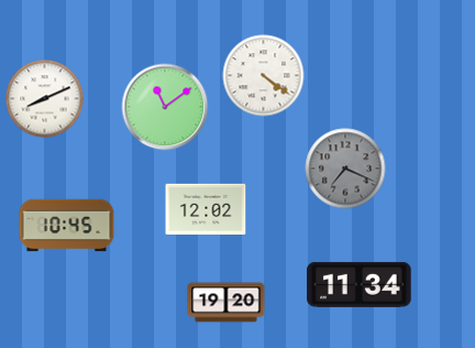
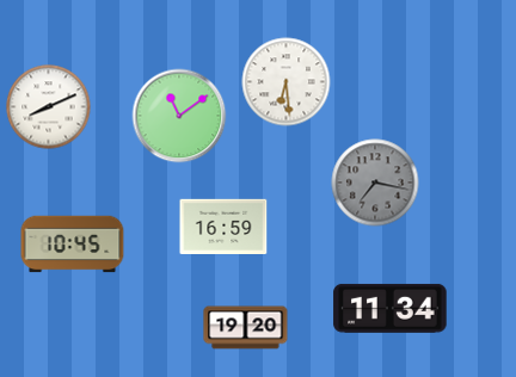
clock at (264, 76): 4:21 -> 6:29
clock at (345, 168): 7:19 -> 7:17
clock at (206, 208): 12:02 -> 16:59
